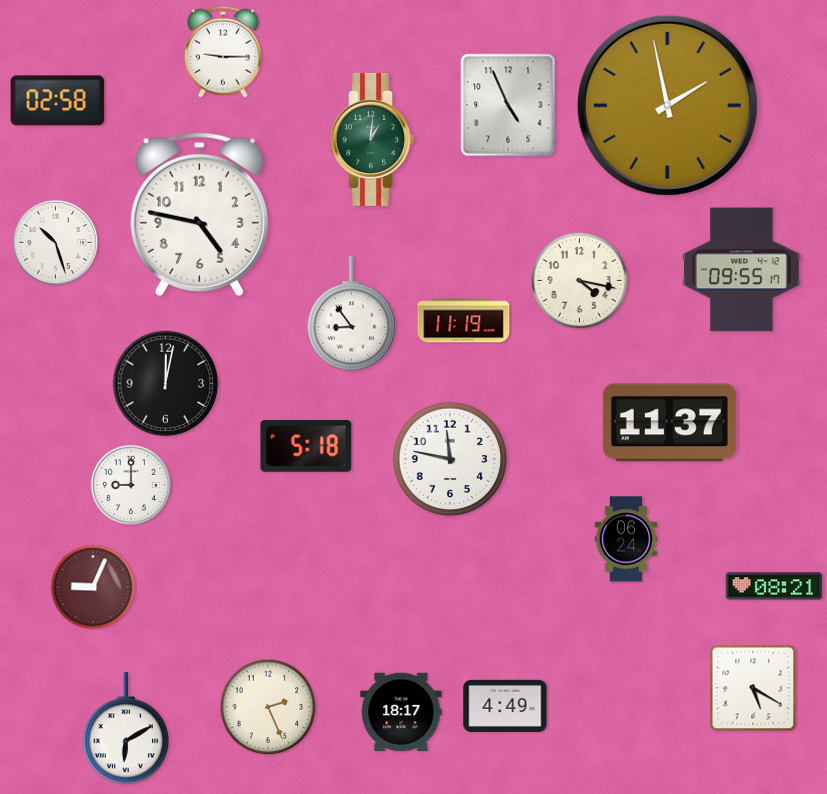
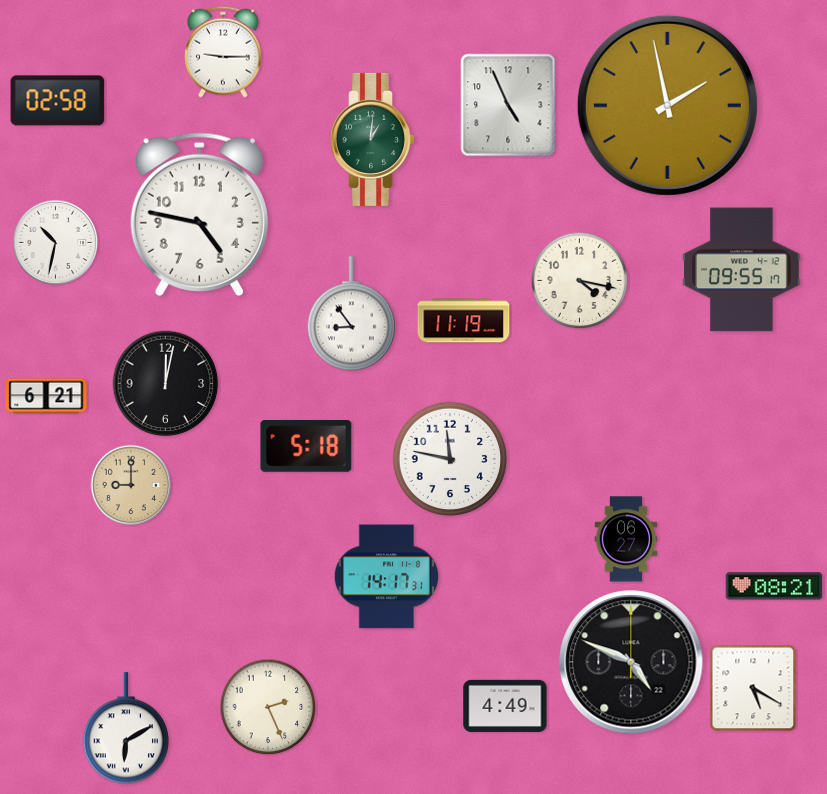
clock at (56, 243): 10:27 -> 10:32
clock at (46, 396): none -> 6:21
clock at (669, 423): 11:37 -> none
clock at (131, 485) dial: white -> champagne
clock at (626, 539): 06:24 -> 06:27
clock at (387, 577): none -> 14:17
clock at (93, 587): 9:04 -> none
clock at (631, 662): none -> 4:49
clock at (401, 712): 18:17 -> none
